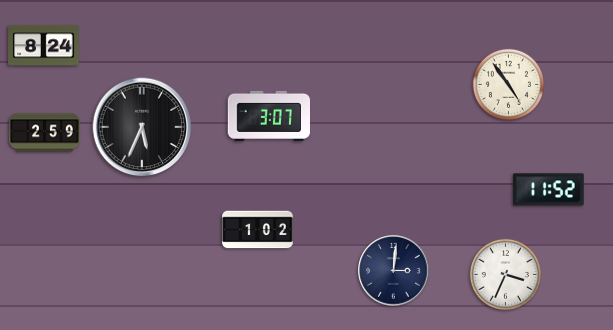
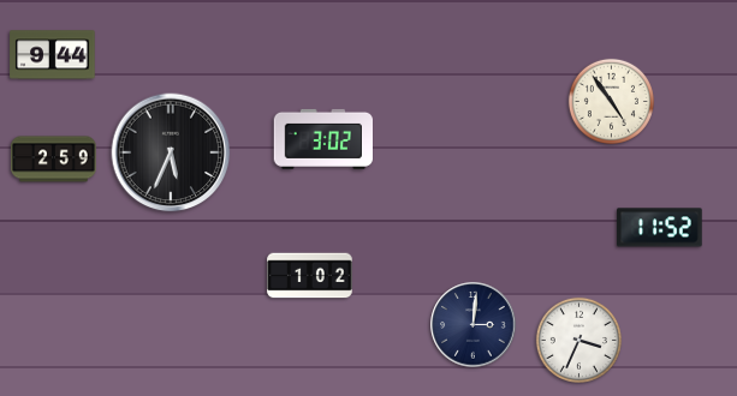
clock at (44, 46): 8:24 -> 9:44
clock at (268, 116): 3:07 -> 3:02
clock at (505, 274) position: (505, 274) -> (578, 340)
